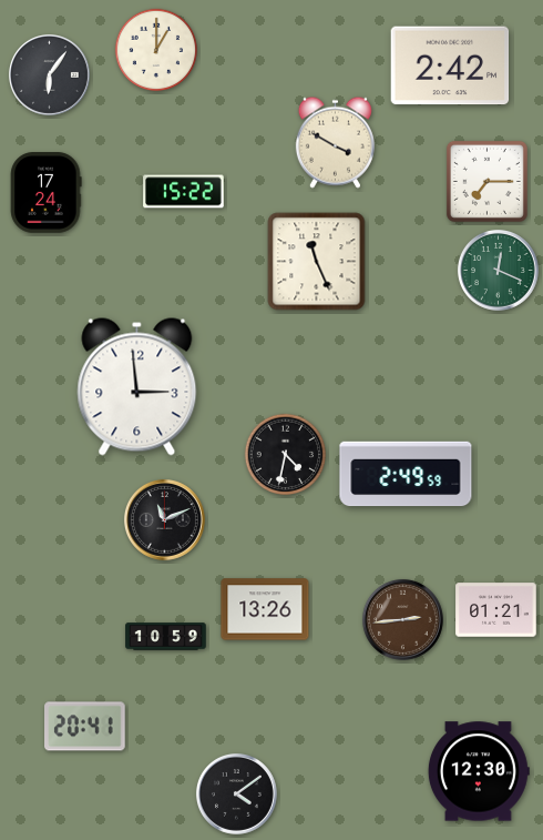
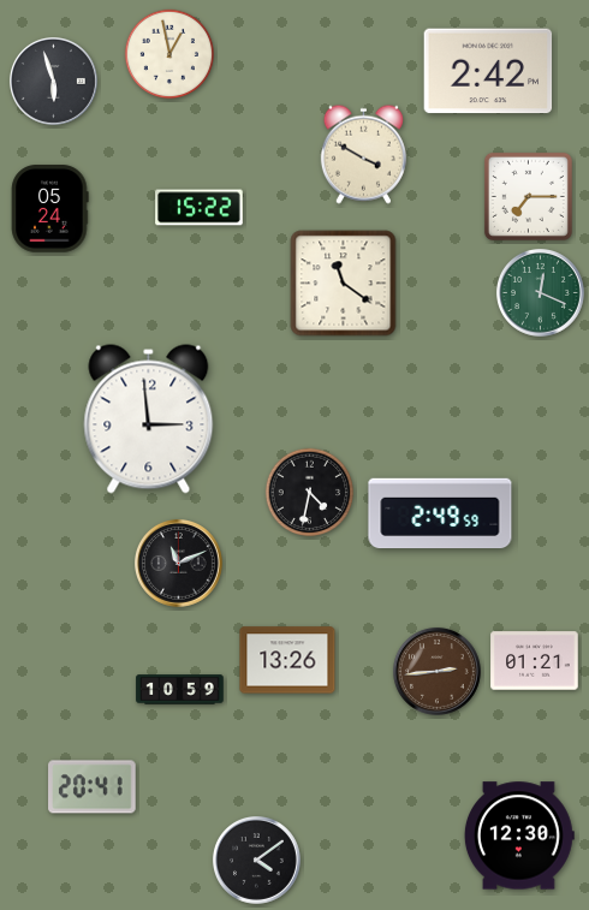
clock at (156, 50): 1:00 -> 12:58
clock at (49, 74): 6:06 -> 5:57
clock at (47, 193): 17:24 -> 05:24
clock at (317, 262): 11:26 -> 11:21
clock at (496, 610) position: (496, 610) -> (535, 661)
